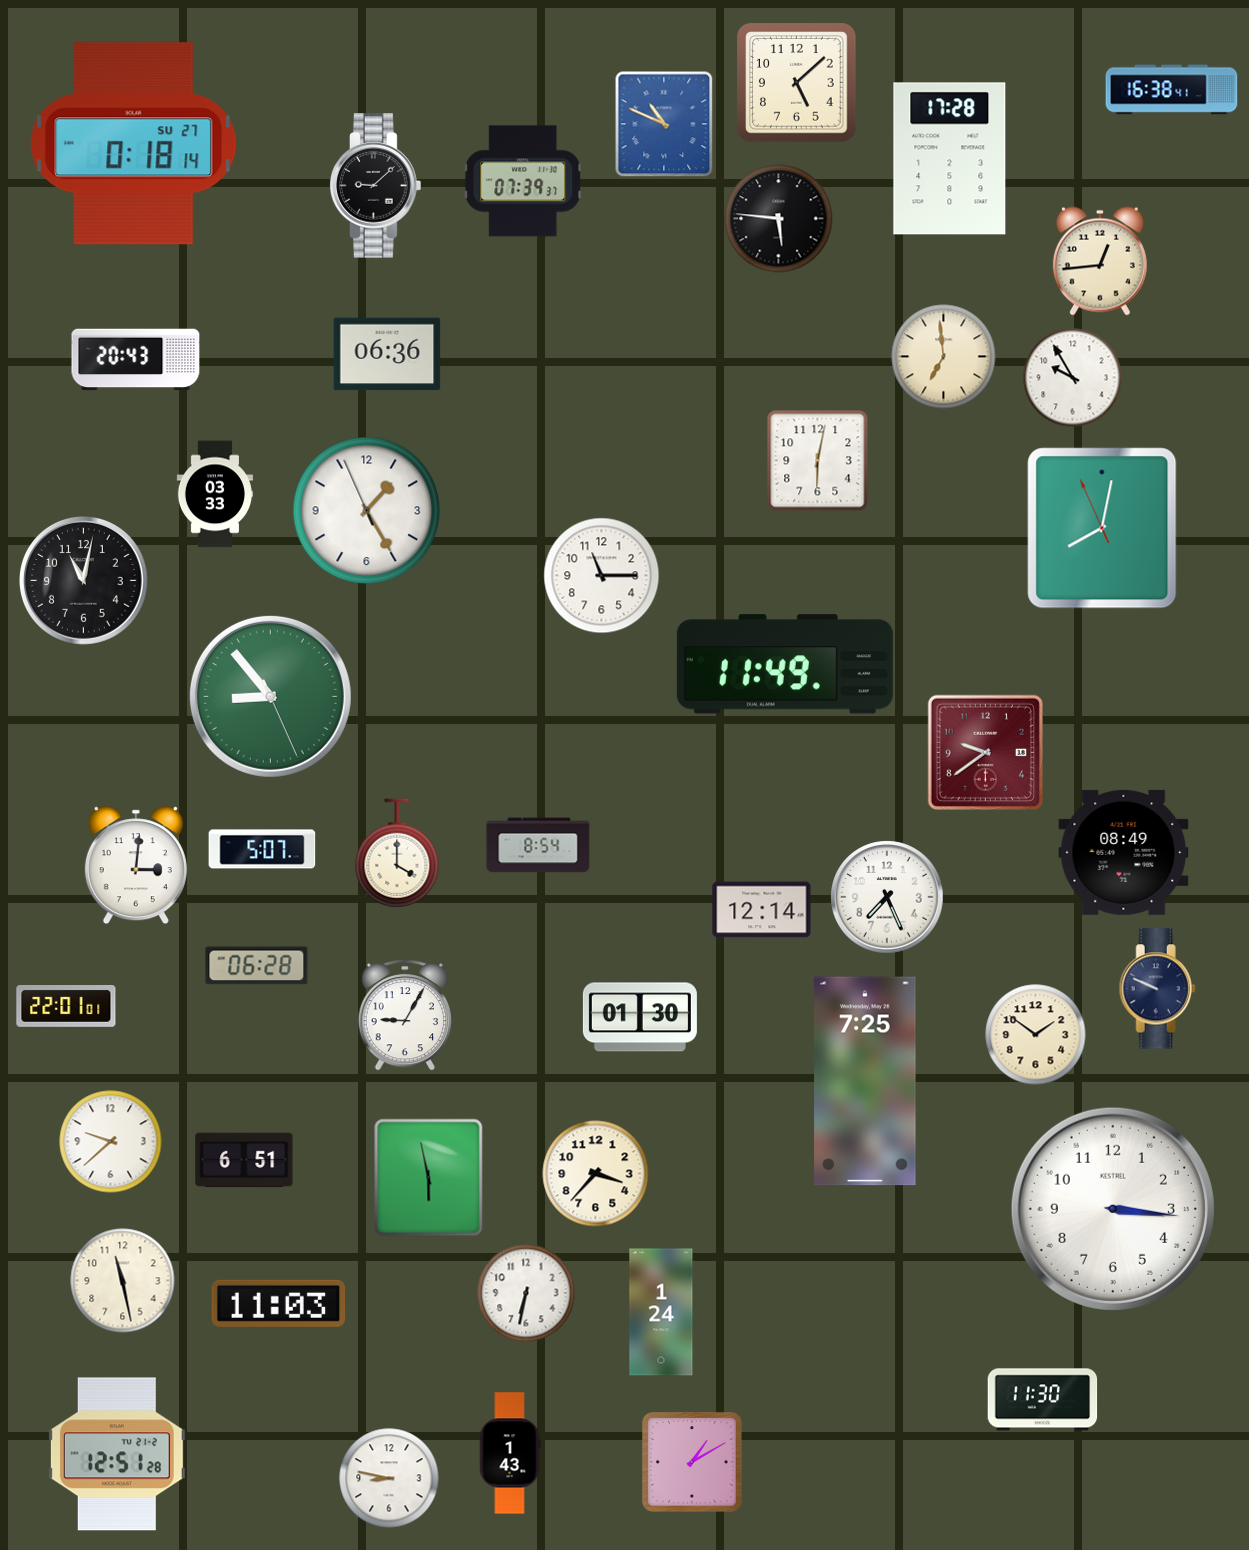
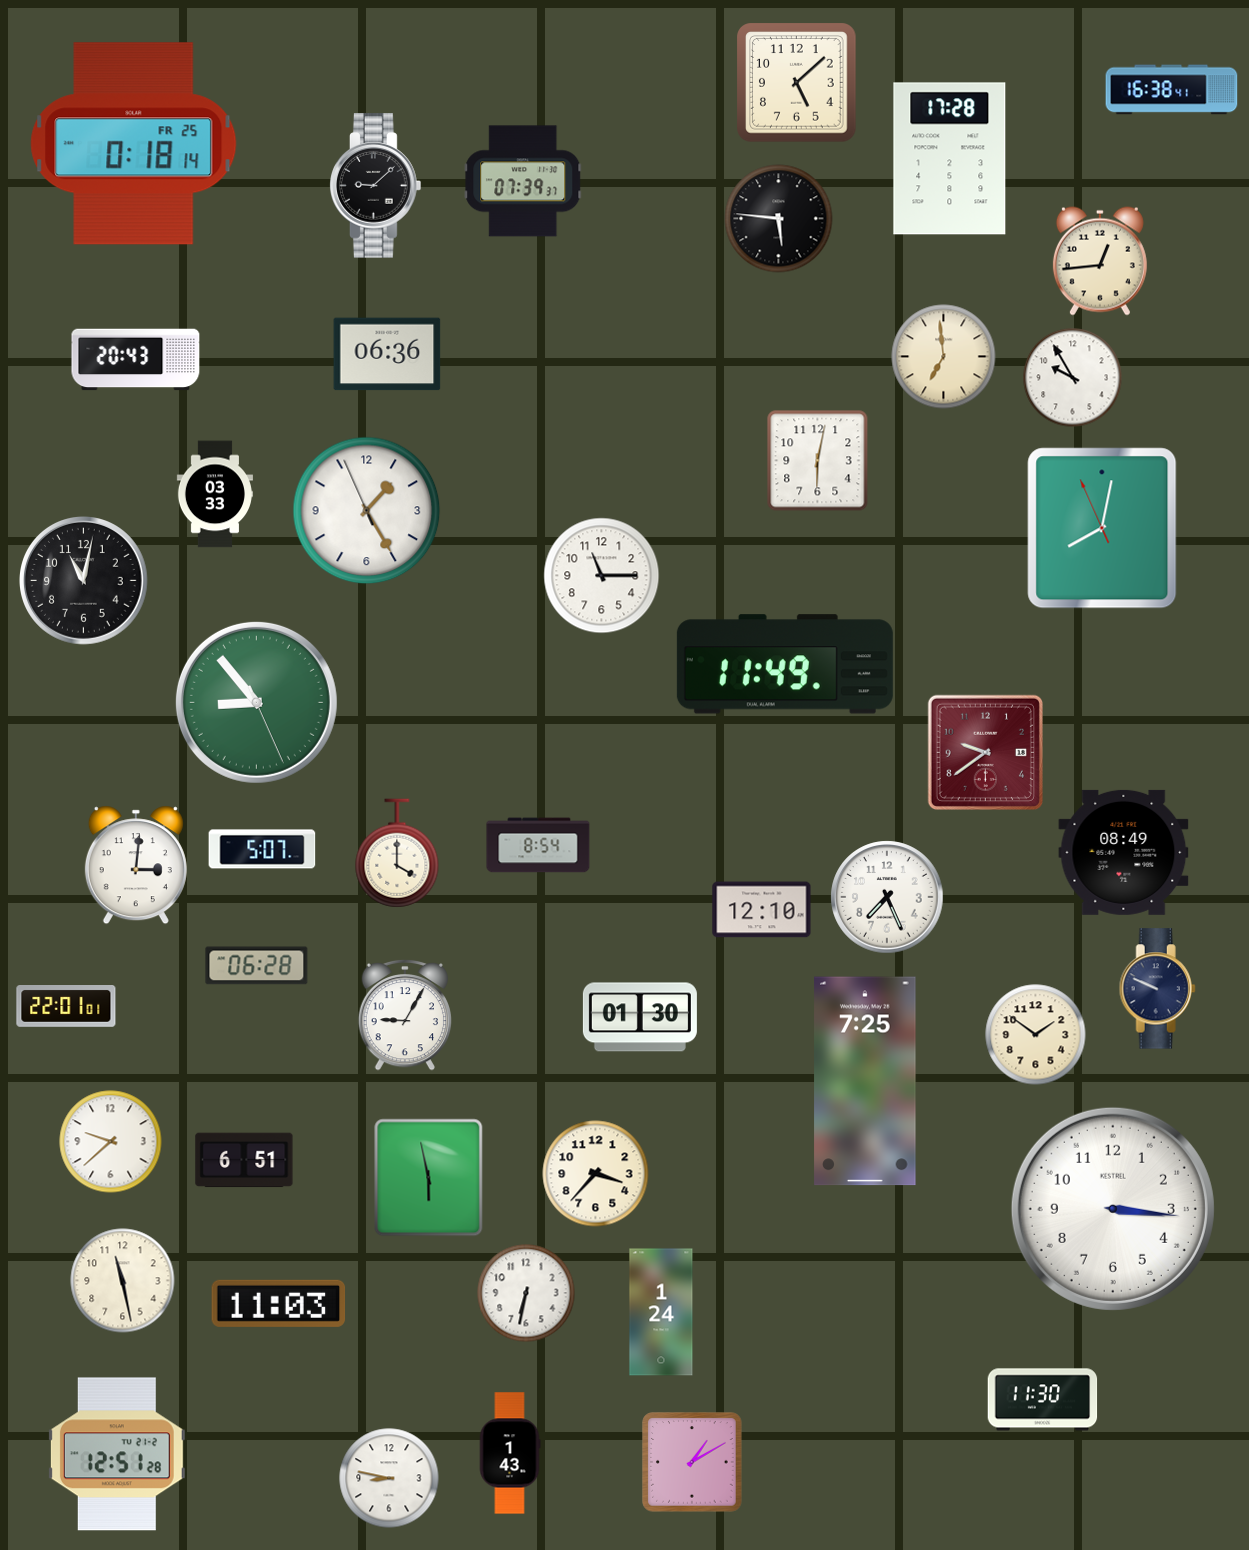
clock at (664, 124): 10:49 -> none
clock at (134, 144) date: SU 27 -> FR 25
clock at (270, 696) position: (270, 696) -> (256, 702)
clock at (762, 910): 12:14 -> 12:10
